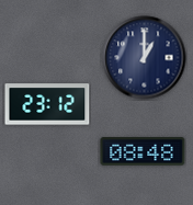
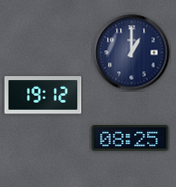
clock at (47, 104): 23:12 -> 19:12
clock at (143, 151): 08:48 -> 08:25
